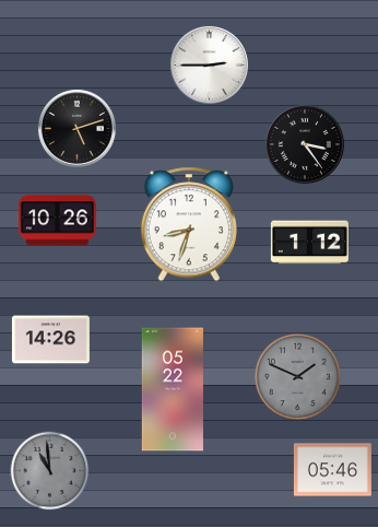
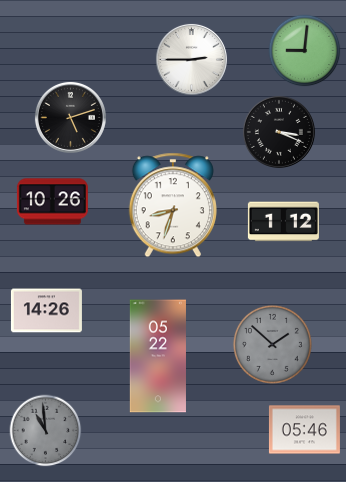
clock at (305, 51): none -> 9:01
clock at (305, 144): 3:24 -> 3:19
clock at (297, 376): 1:49 -> 1:52
